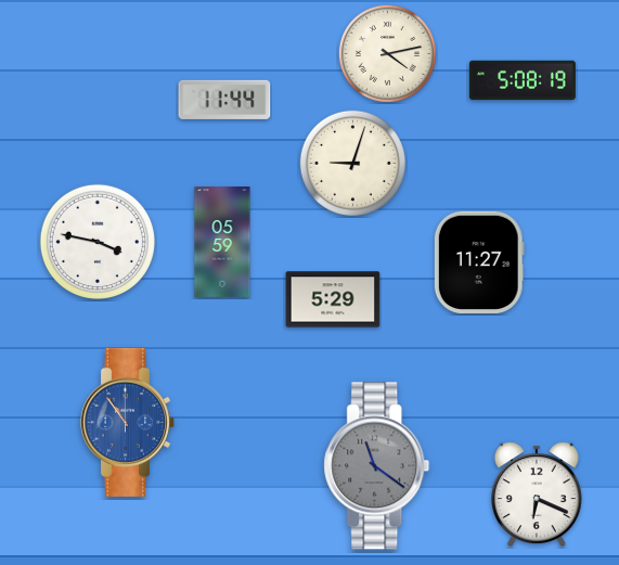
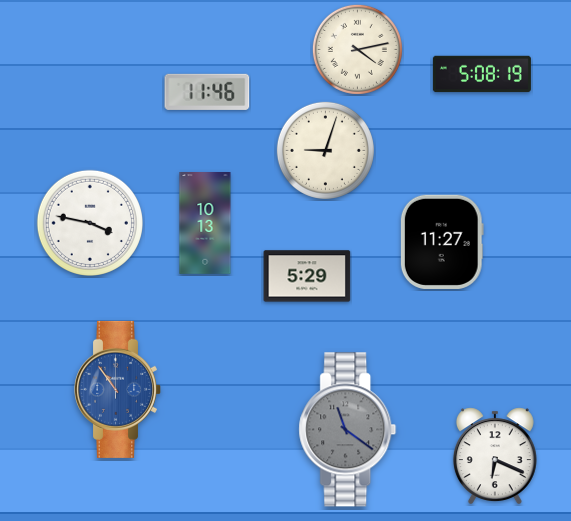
clock at (224, 100): 11:44 -> 11:46
clock at (222, 243): 05:59 -> 10:13
